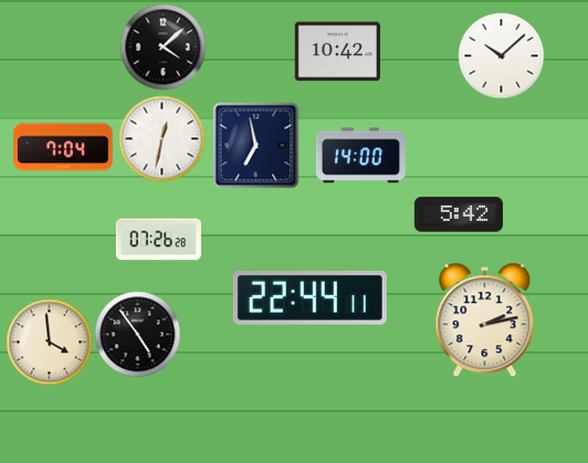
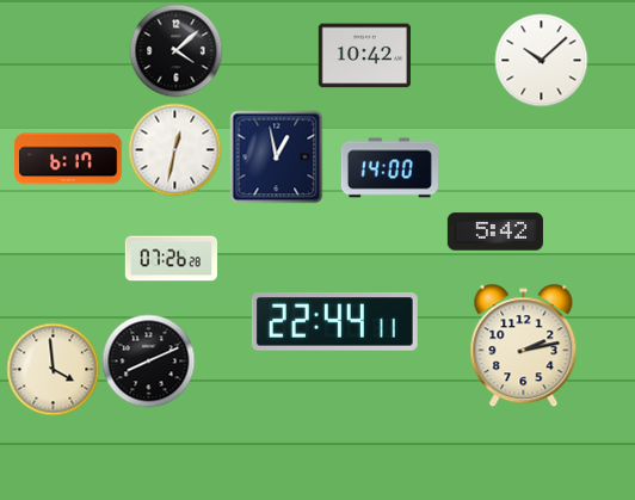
clock at (255, 145): 6:58 -> 12:58
clock at (63, 147): 7:04 -> 6:17
clock at (137, 334): 4:54 -> 8:11
